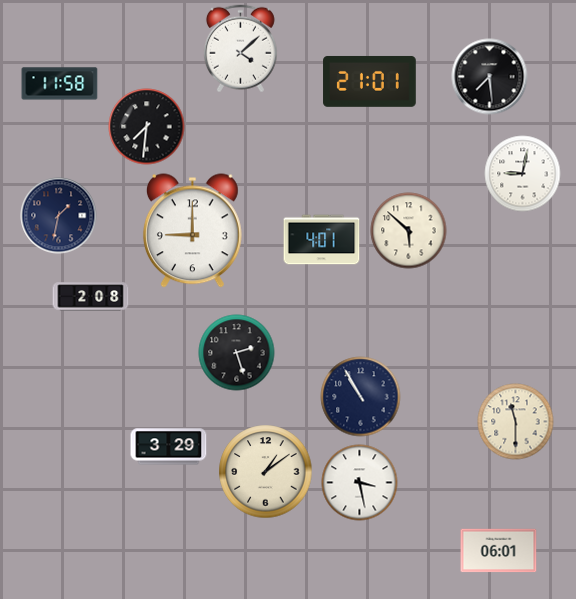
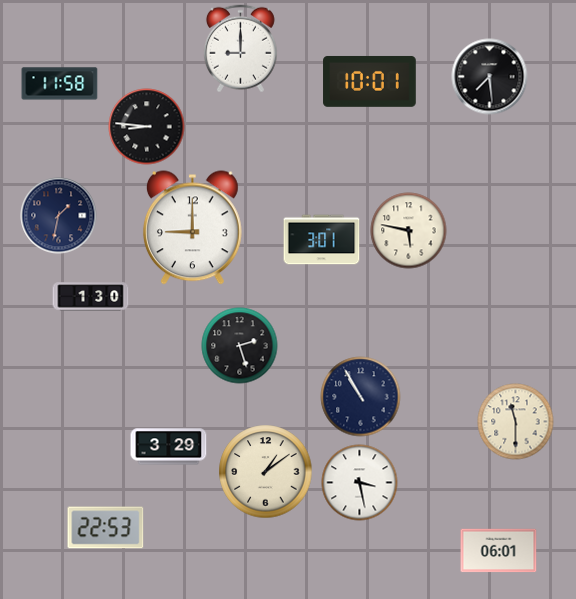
clock at (240, 49): 4:08 -> 9:00
clock at (370, 81): 21:01 -> 10:01
clock at (147, 127): 7:31 -> 8:46
clock at (523, 174): 9:02 -> none
clock at (192, 231) position: (192, 231) -> (192, 228)
clock at (409, 231): 5:52 -> 5:47
clock at (322, 240): 4:01 -> 3:01
clock at (91, 297): 2:08 -> 1:30
clock at (237, 353) position: (237, 353) -> (240, 346)
clock at (106, 528): none -> 22:53
